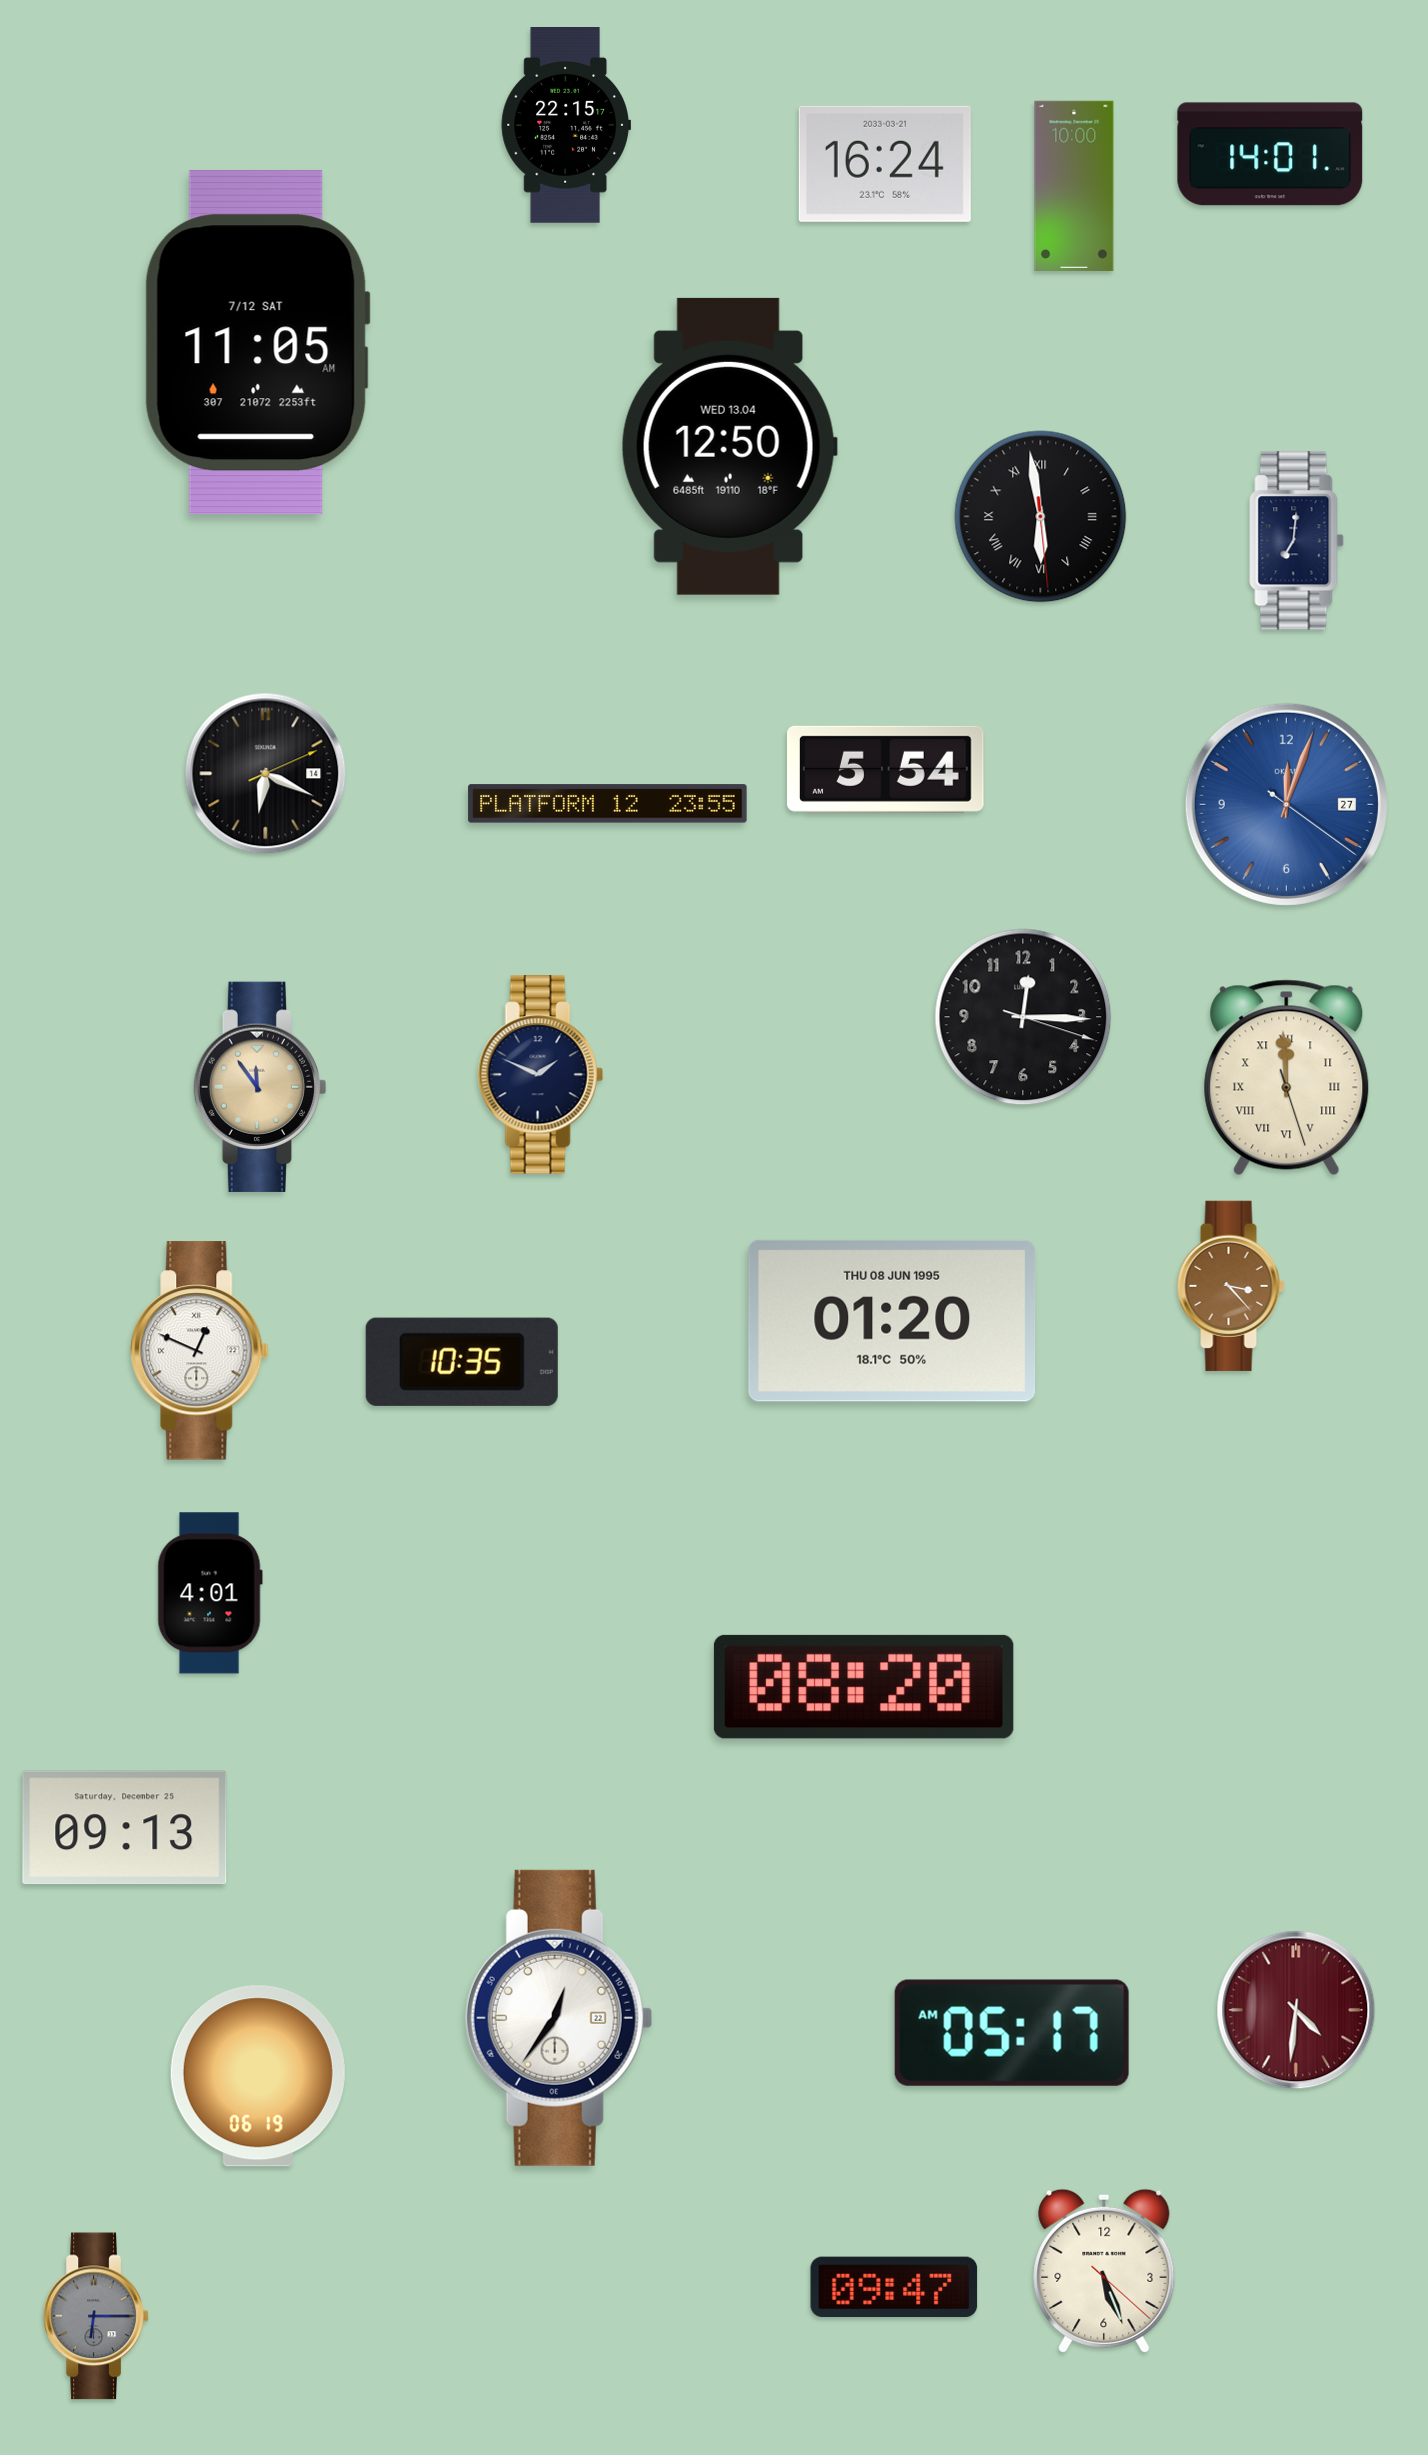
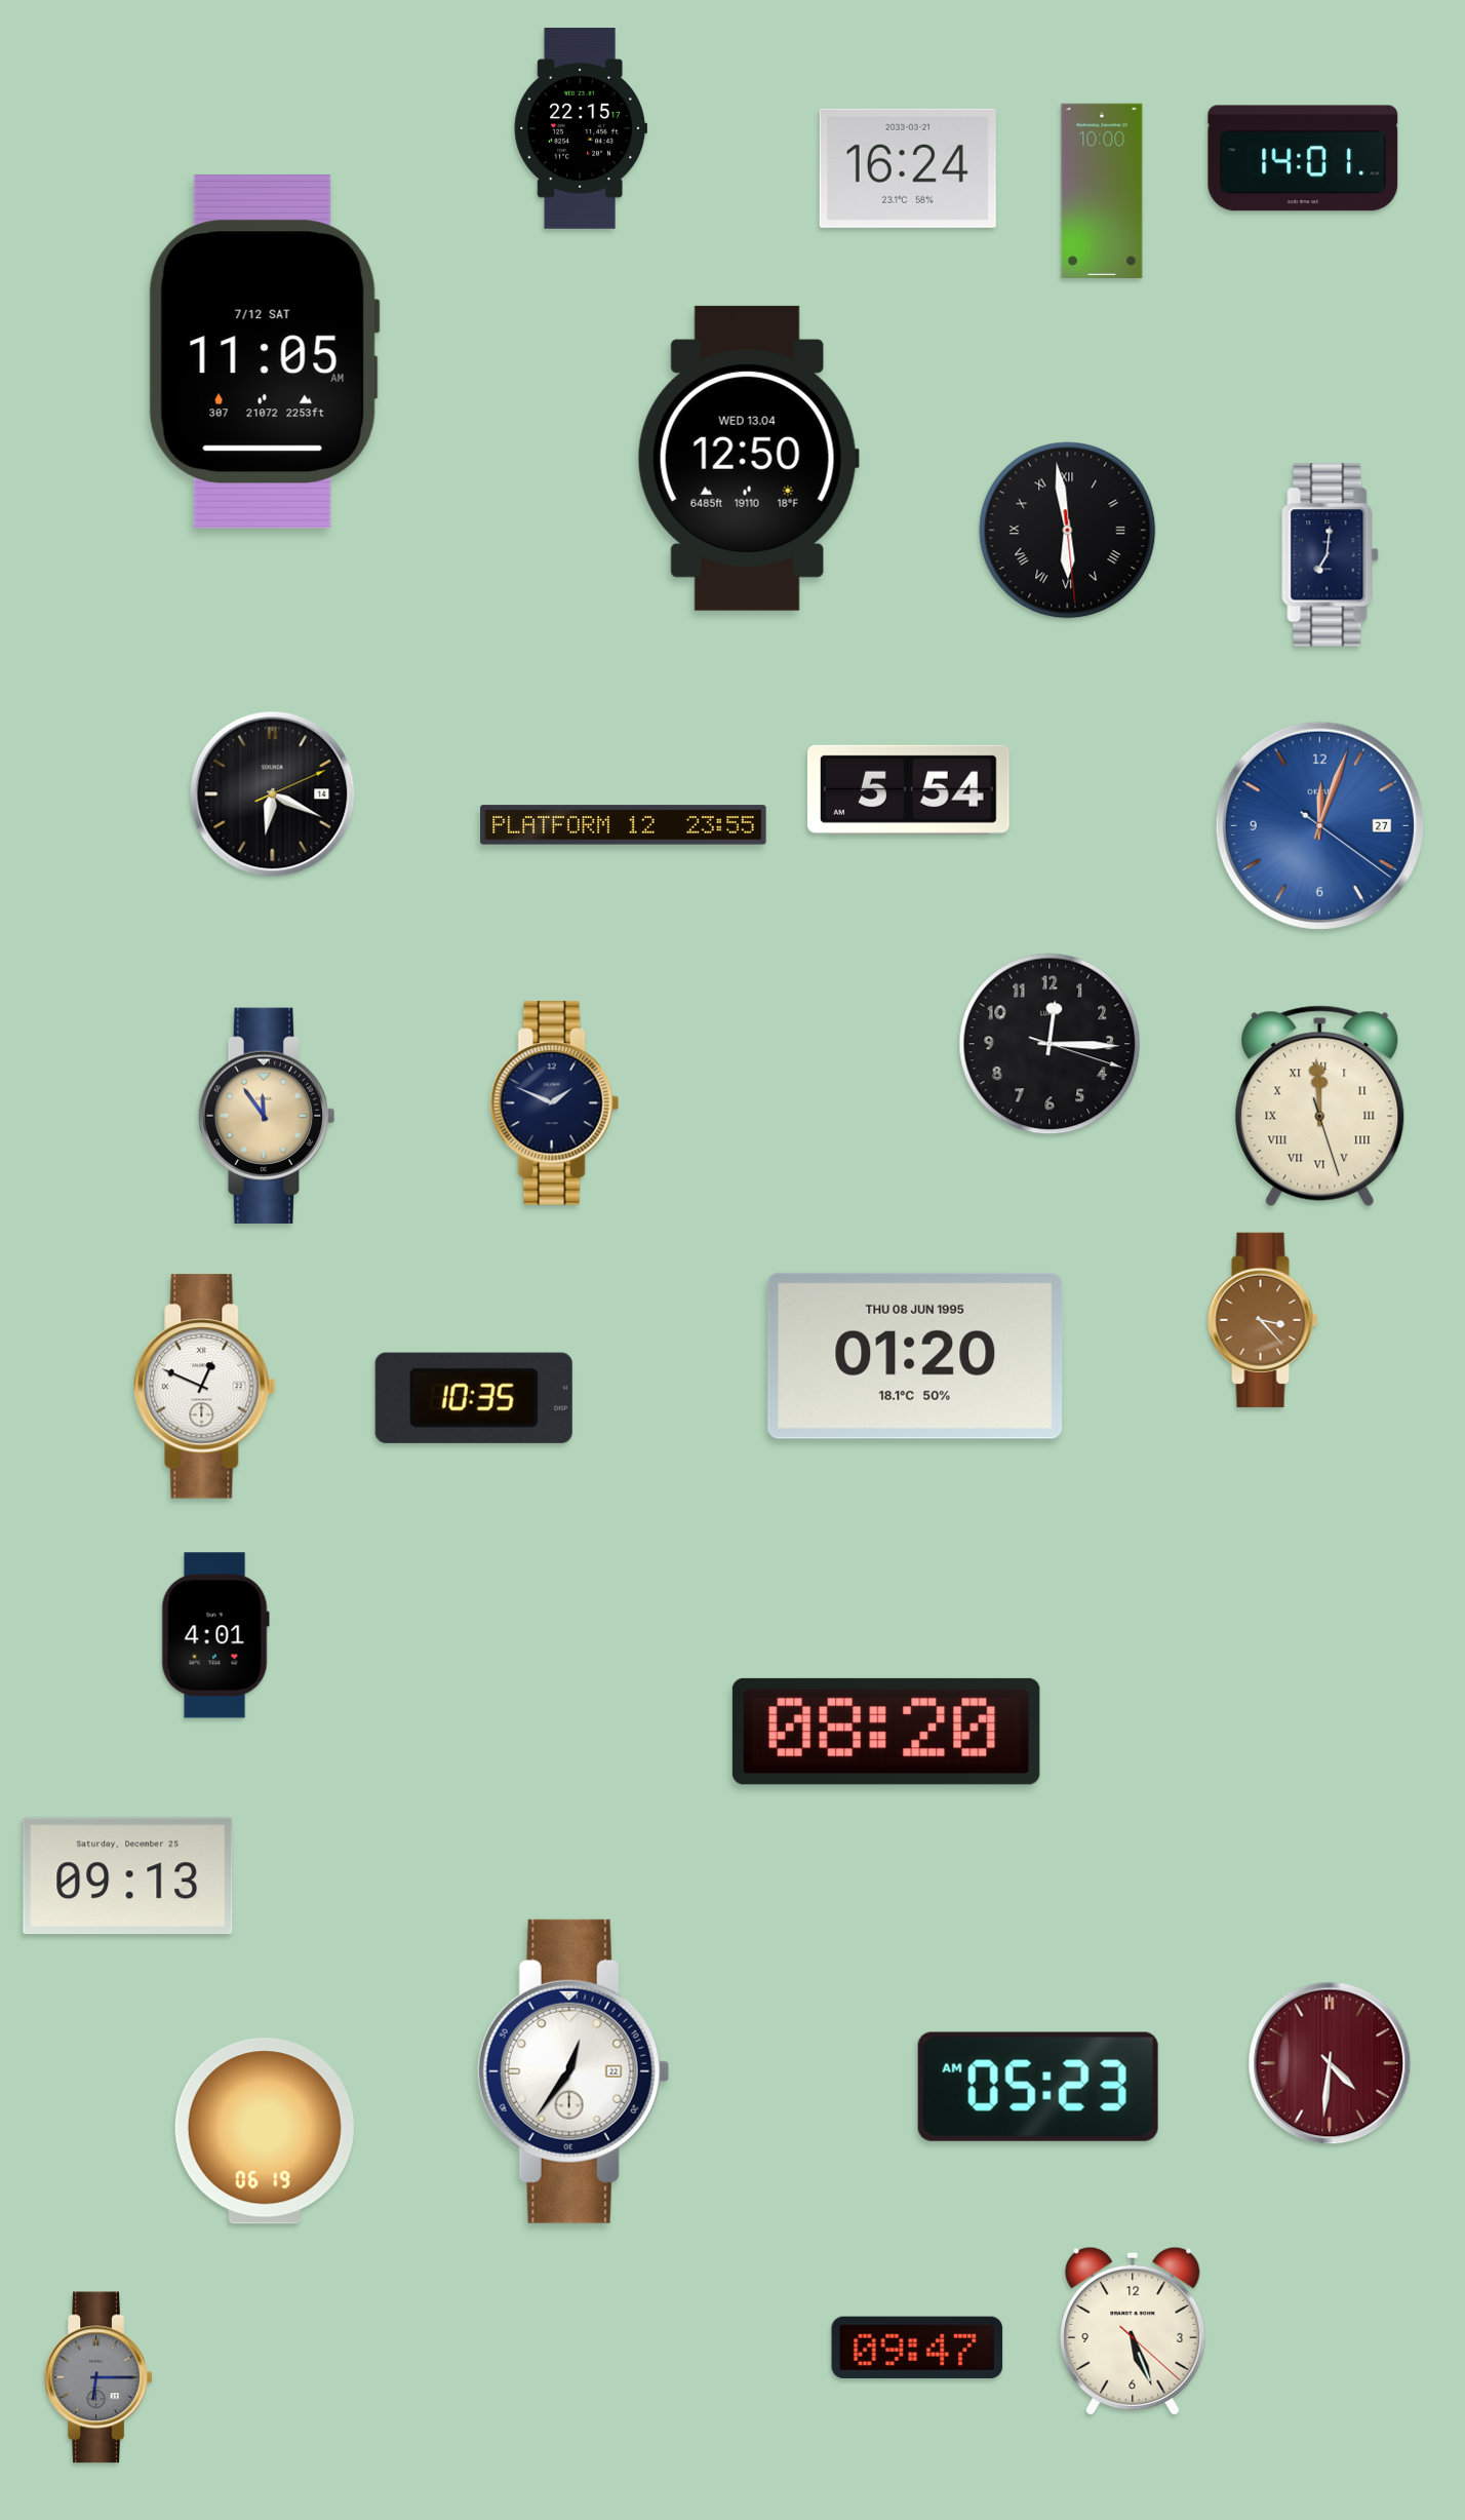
clock at (1012, 2033): 05:17 -> 05:23
